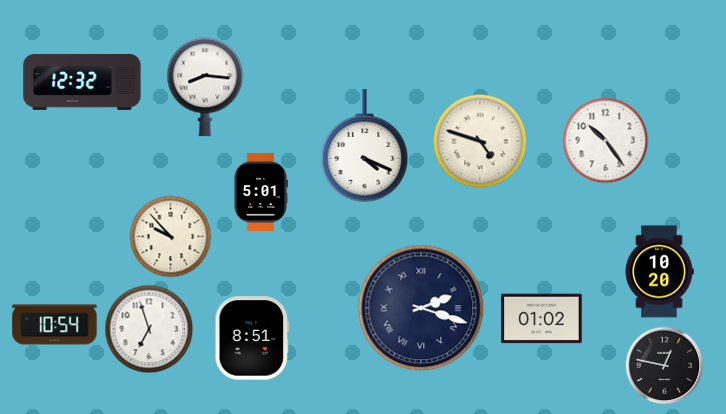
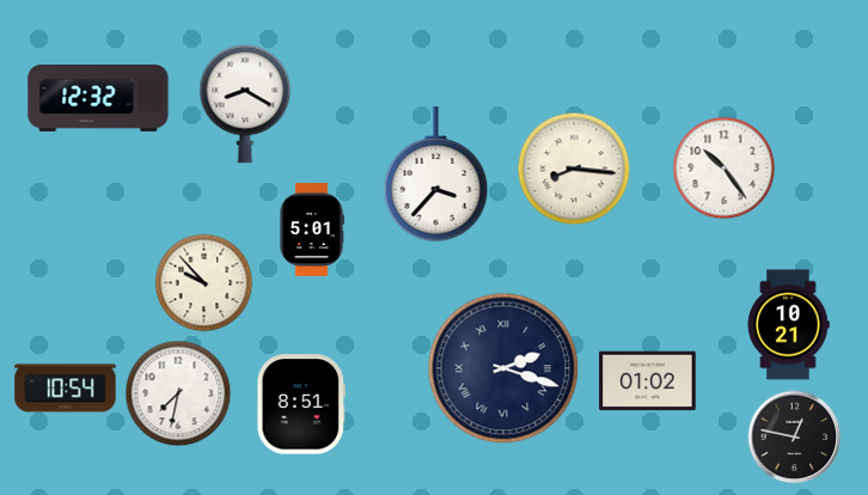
clock at (205, 87): 8:16 -> 8:20
clock at (480, 141): 4:48 -> 8:16
clock at (365, 146): 4:19 -> 3:37
clock at (659, 272): 10:20 -> 10:21
clock at (149, 329): 6:57 -> 7:32
